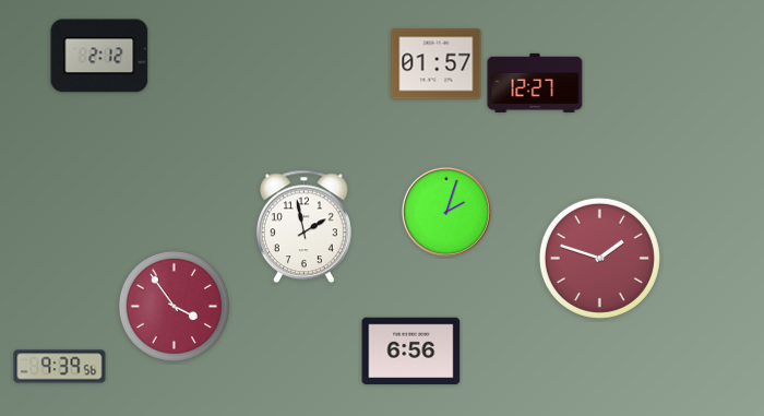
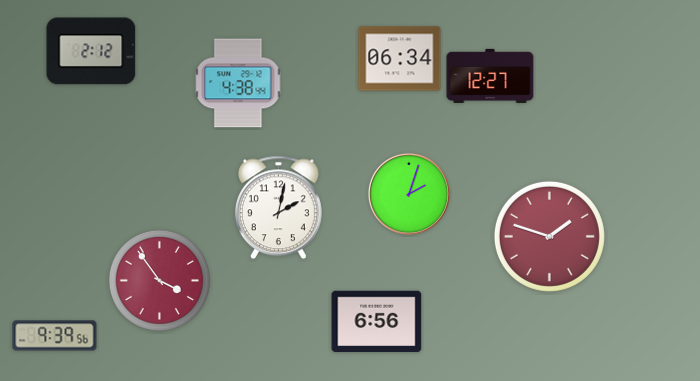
clock at (437, 64): 01:57 -> 06:34
clock at (238, 83): none -> 4:38
clock at (303, 227): 1:58 -> 2:02
